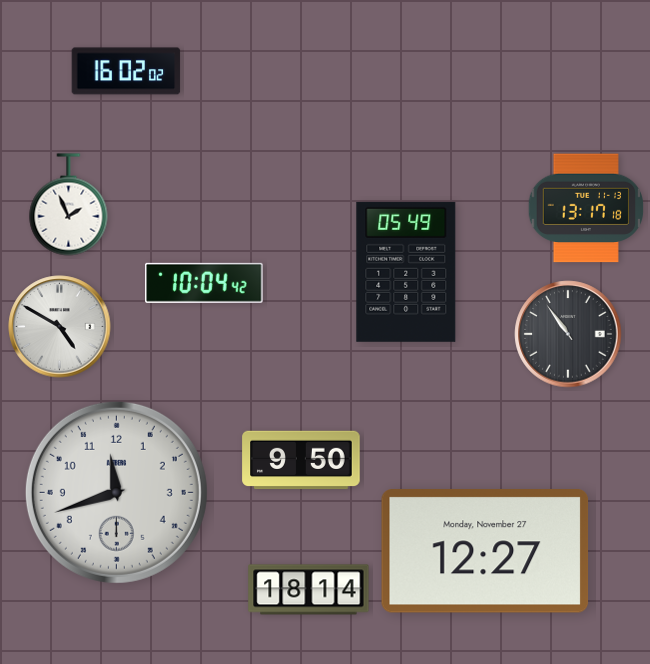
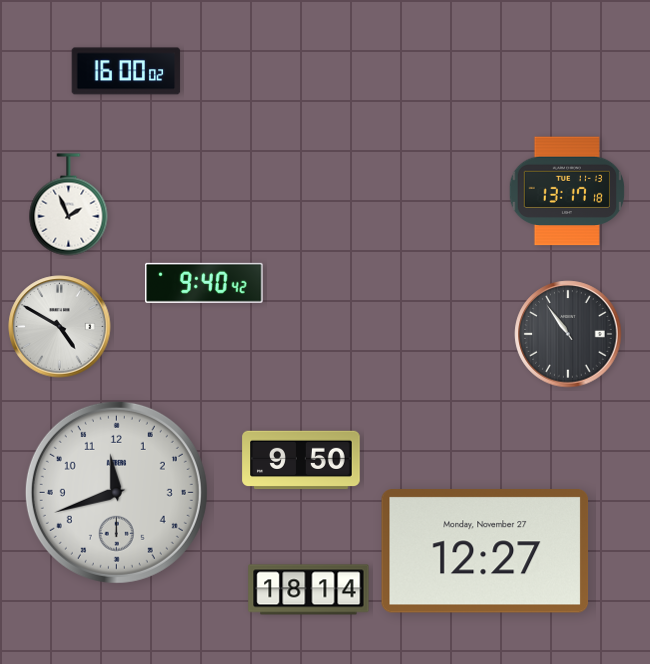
clock at (126, 71): 16:02 -> 16:00
clock at (586, 208) position: (586, 208) -> (567, 191)
clock at (406, 272): 05:49 -> none
clock at (204, 283): 10:04 -> 9:40
